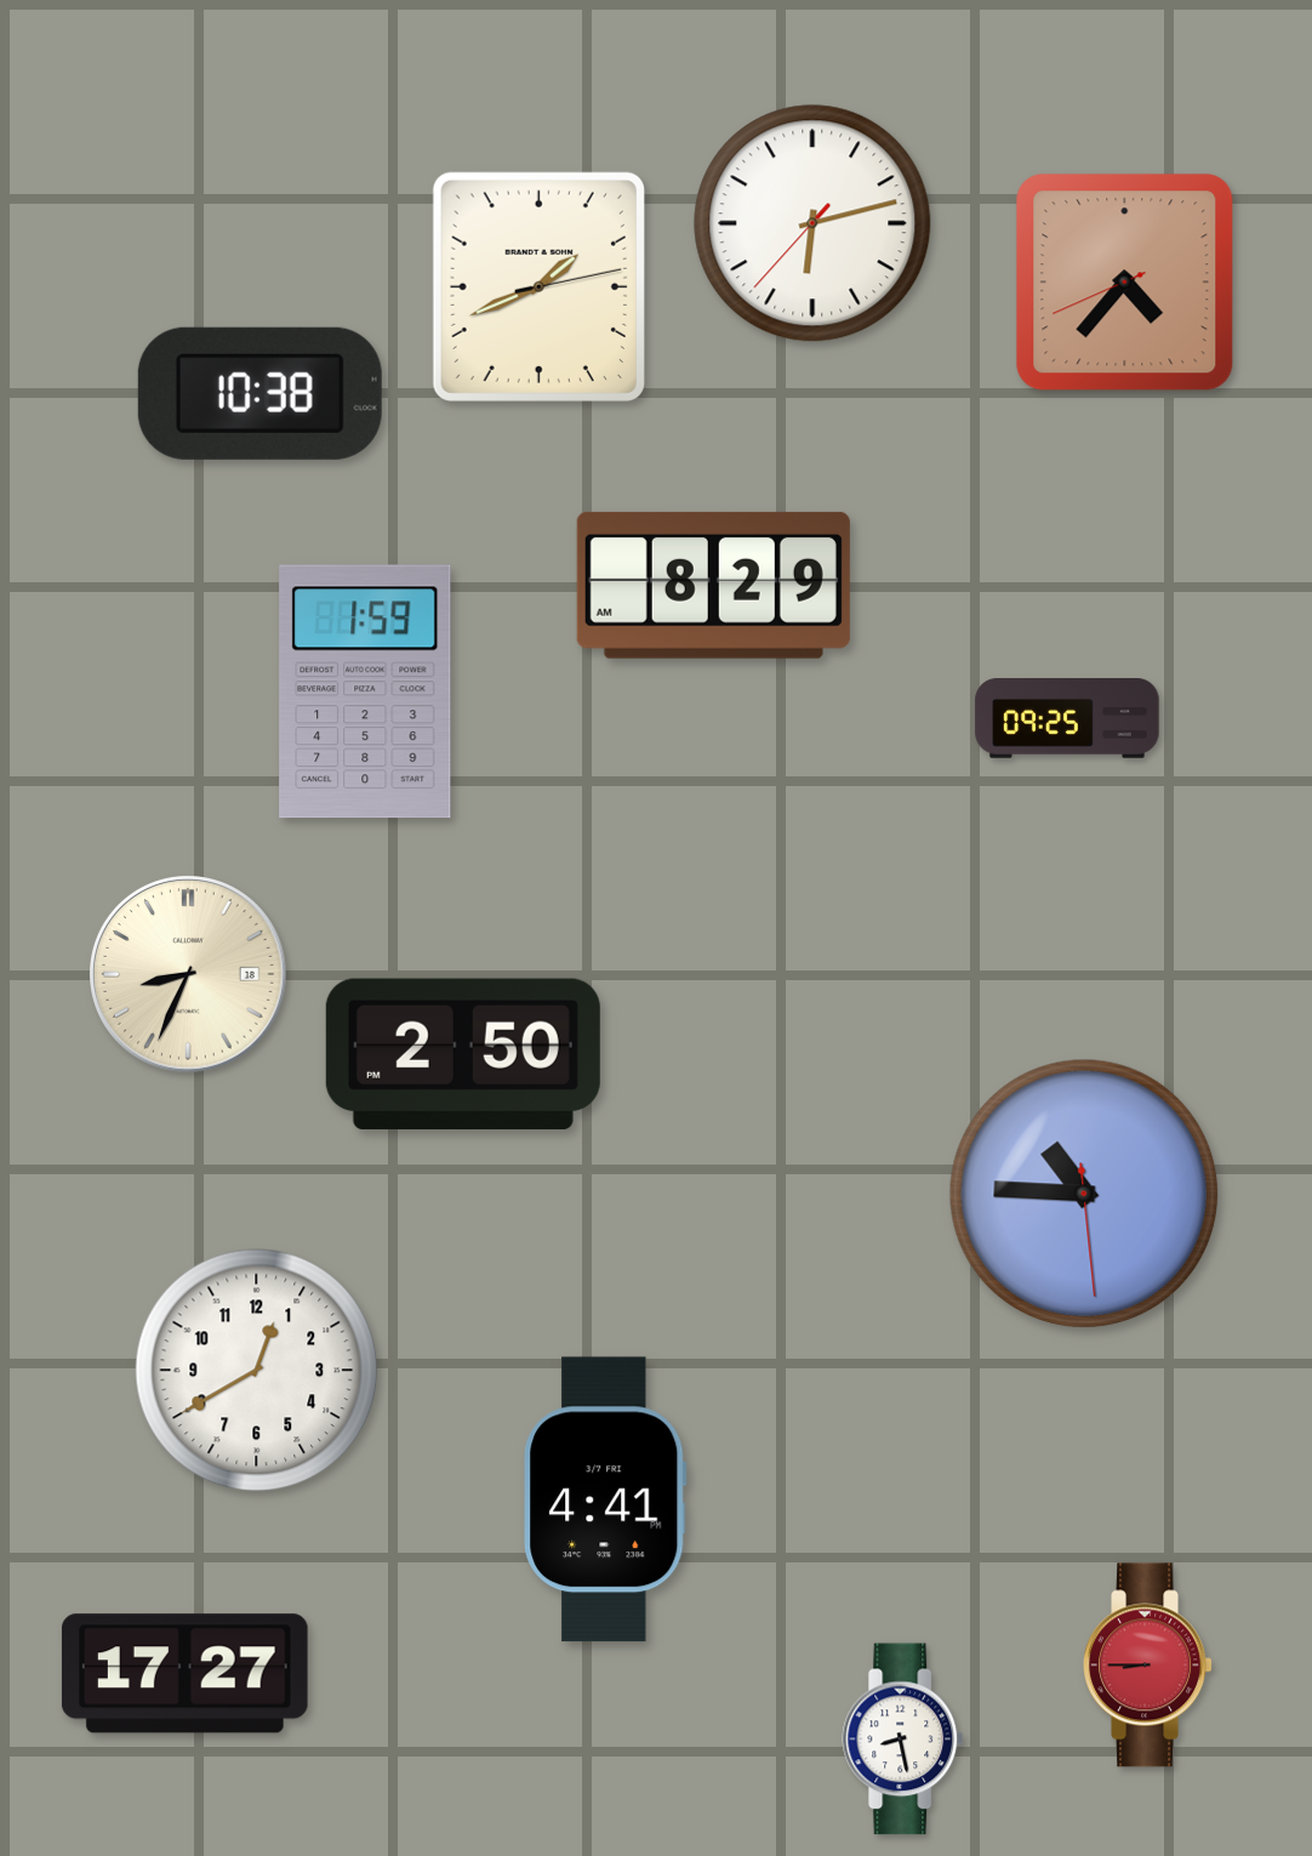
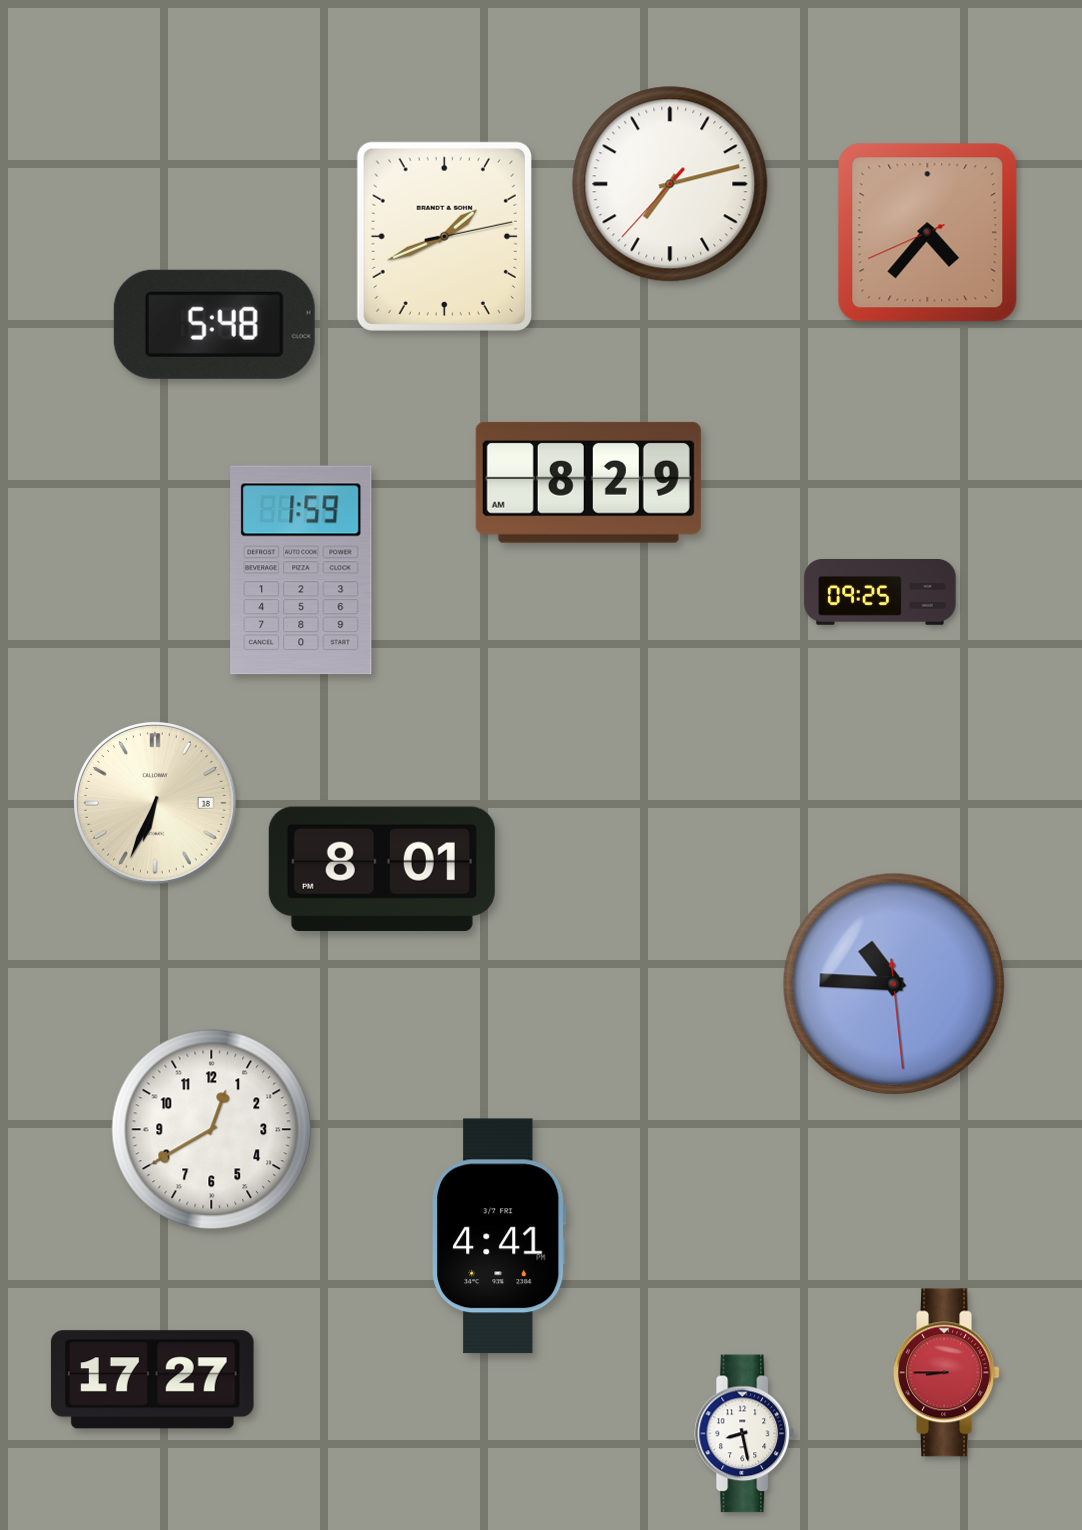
clock at (812, 223): 6:12 -> 7:12
clock at (259, 393): 10:38 -> 5:48
clock at (189, 975): 8:34 -> 6:34
clock at (463, 1054): 2:50 -> 8:01
